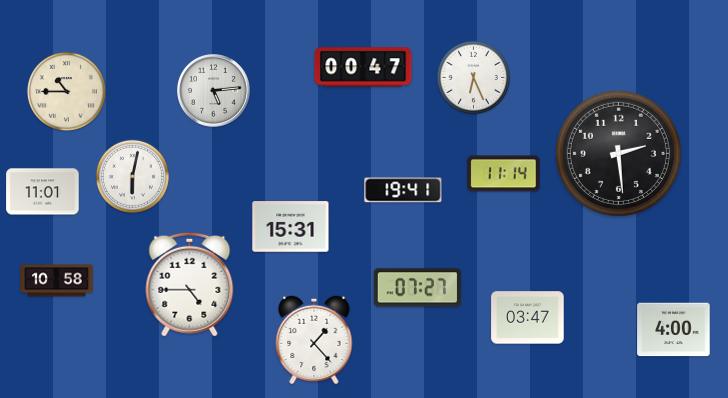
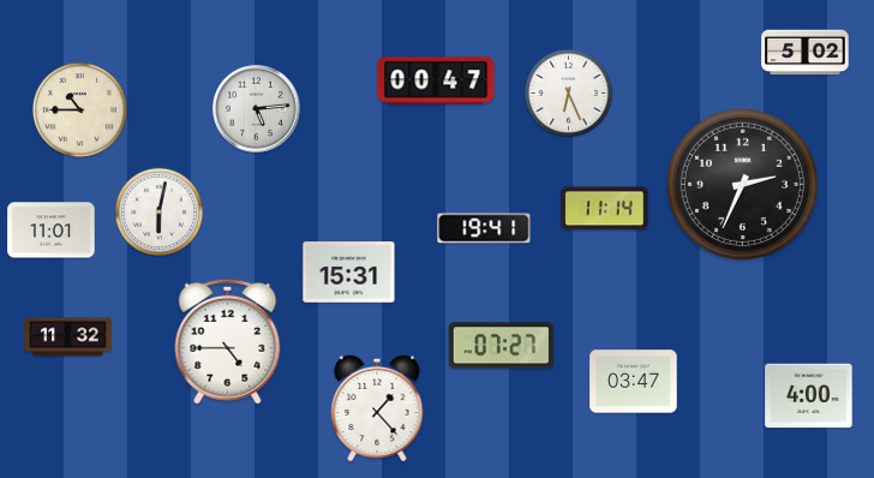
clock at (806, 53): none -> 5:02
clock at (618, 153): 2:29 -> 2:34
clock at (57, 281): 10:58 -> 11:32
